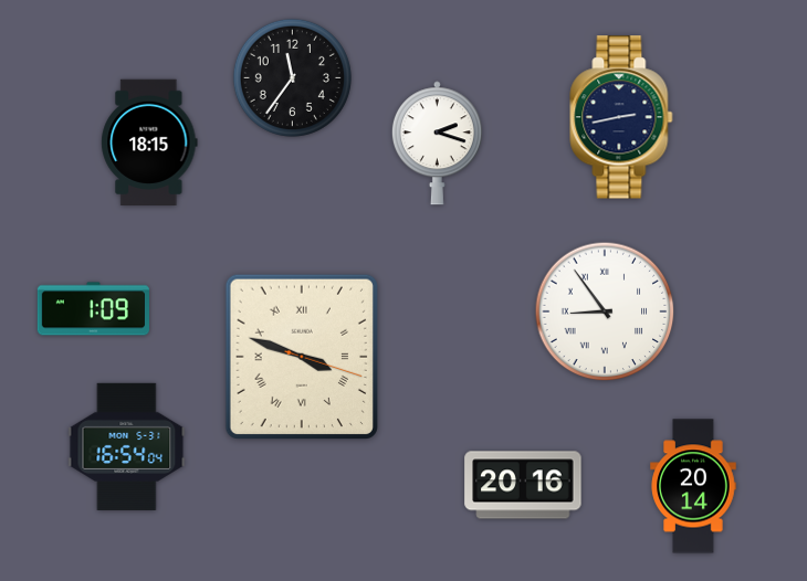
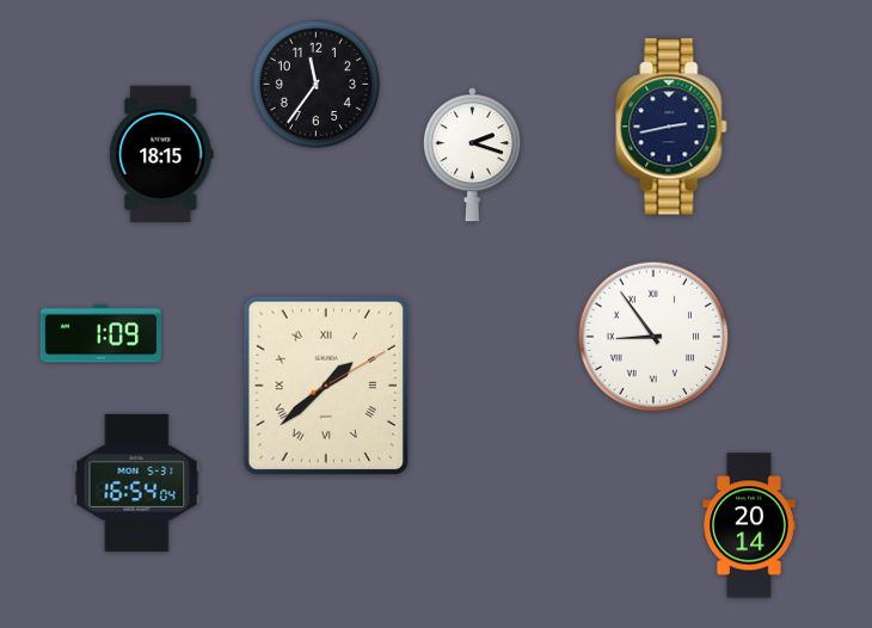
clock at (302, 356): 3:48 -> 1:38
clock at (523, 485): 20:16 -> none
